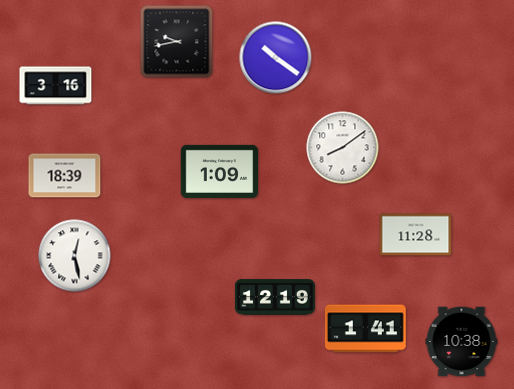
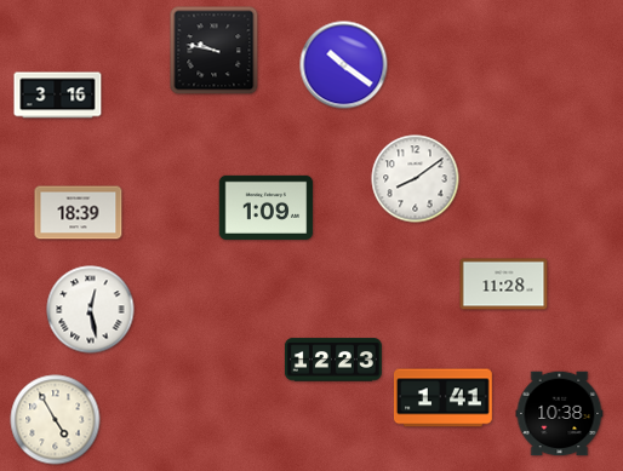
clock at (177, 42): 9:43 -> 9:47
clock at (276, 58) position: (276, 58) -> (344, 65)
clock at (56, 86) position: (56, 86) -> (58, 96)
clock at (275, 297): 12:19 -> 12:23
clock at (56, 420): none -> 4:55
